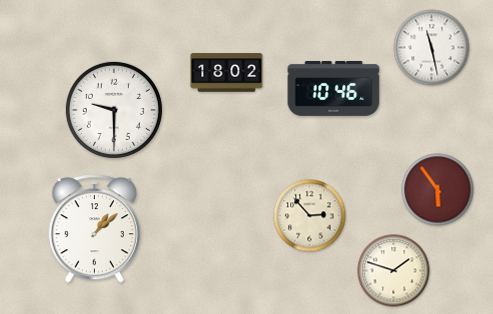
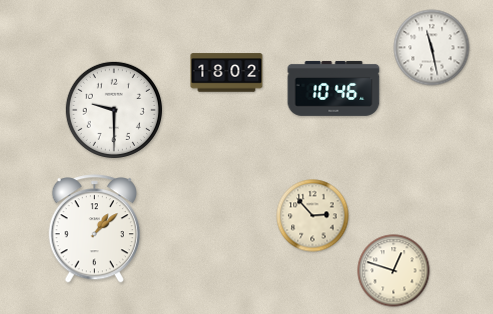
clock at (438, 190): 5:54 -> none
clock at (310, 216) position: (310, 216) -> (313, 216)
clock at (394, 271): 1:48 -> 12:48
